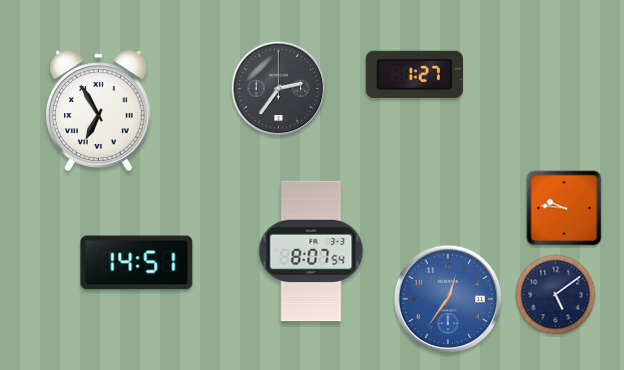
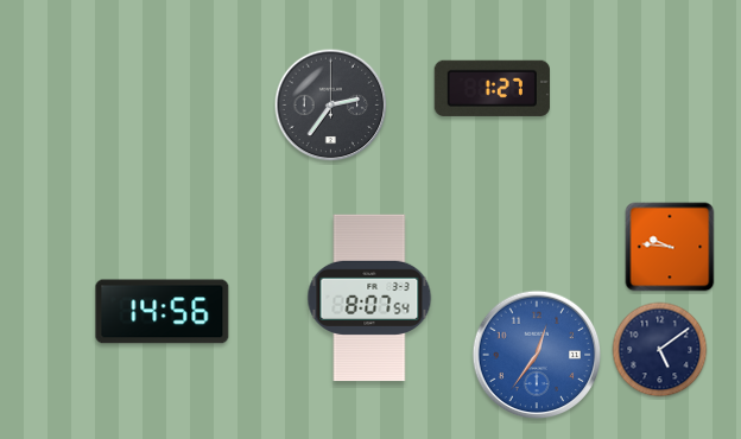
clock at (99, 111): 6:55 -> none
clock at (137, 263): 14:51 -> 14:56
clock at (448, 299) position: (448, 299) -> (537, 355)
